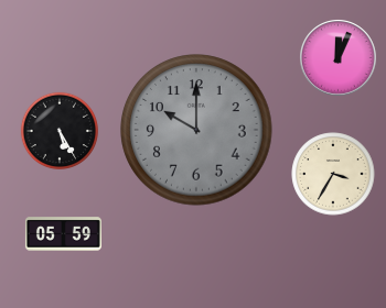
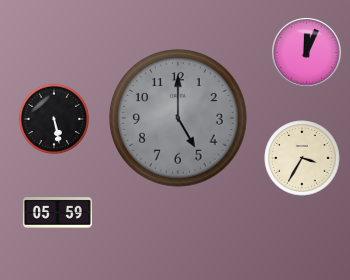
clock at (58, 130): 5:25 -> 5:28
clock at (196, 130): 10:00 -> 5:00
